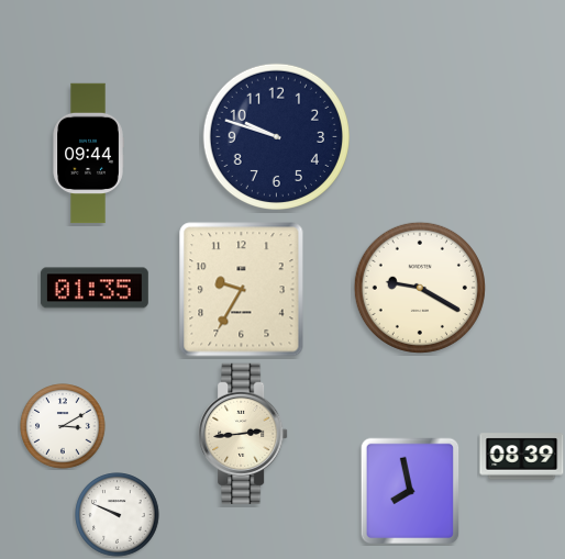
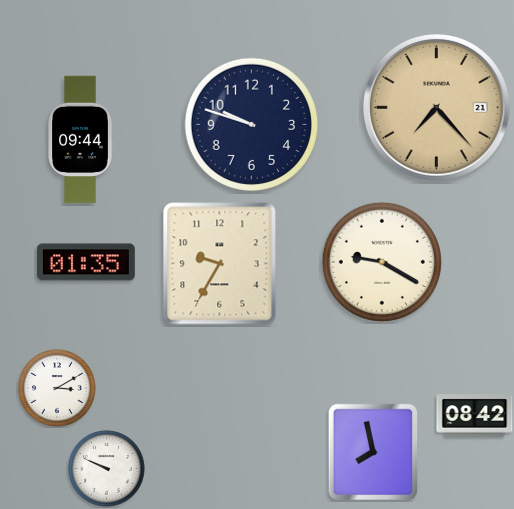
clock at (437, 108): none -> 7:23
clock at (243, 433): 2:44 -> none
clock at (522, 457): 08:39 -> 08:42
clock at (410, 491) position: (410, 491) -> (373, 452)
